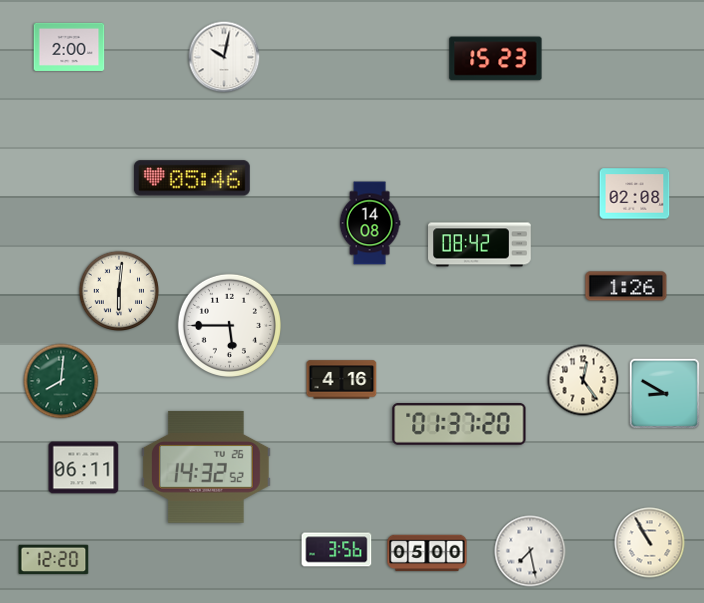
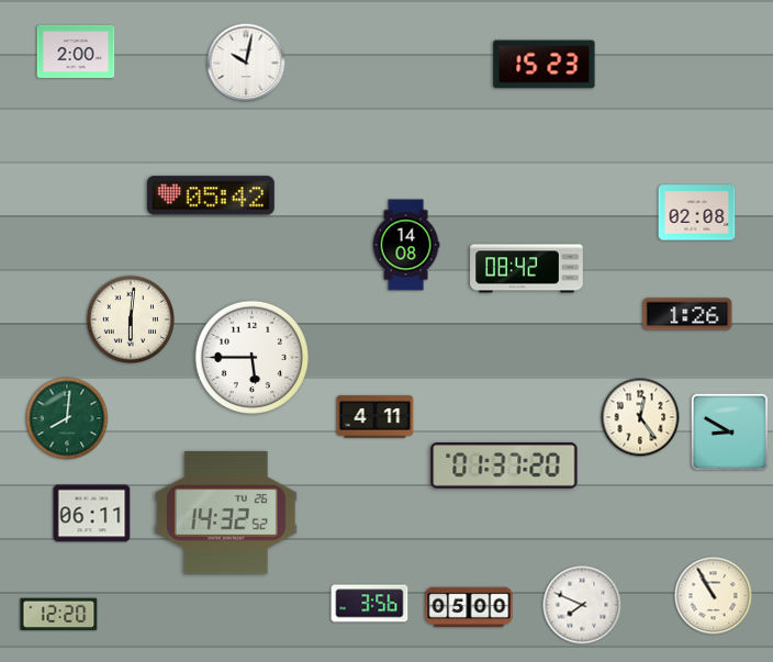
clock at (192, 178): 05:46 -> 05:42
clock at (342, 380): 4:16 -> 4:11
clock at (530, 551): 7:28 -> 7:49
